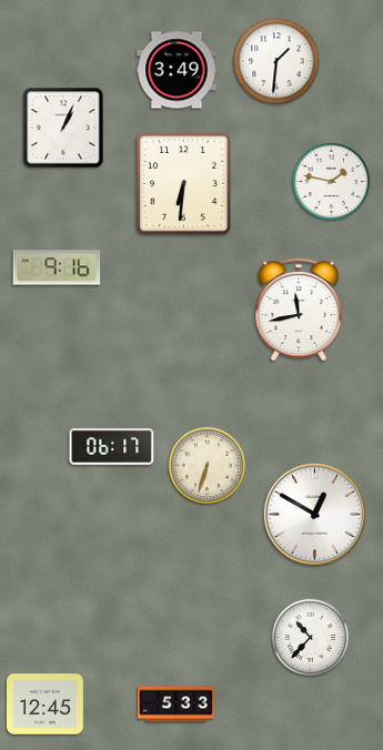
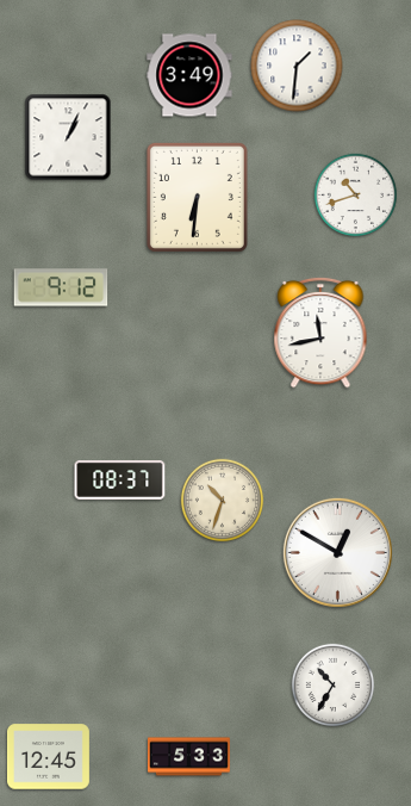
clock at (332, 182): 1:47 -> 10:42
clock at (57, 267): 9:16 -> 9:12
clock at (112, 447): 06:17 -> 08:37
clock at (208, 466): 6:33 -> 10:33
clock at (311, 638): 10:37 -> 10:35
